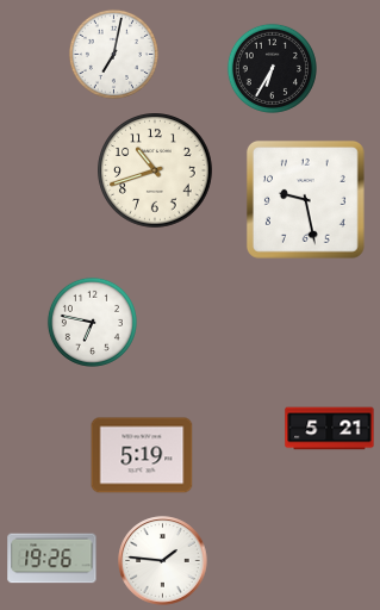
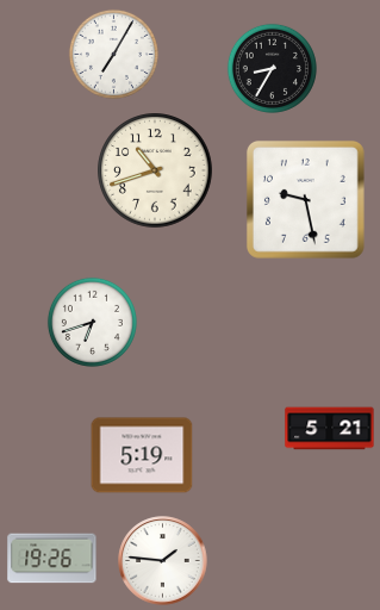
clock at (113, 54): 7:02 -> 7:05
clock at (272, 68): 6:35 -> 8:35
clock at (92, 322): 6:47 -> 6:42
